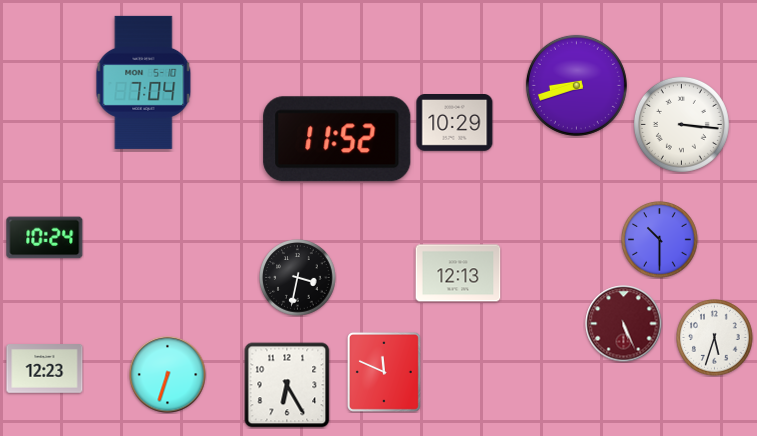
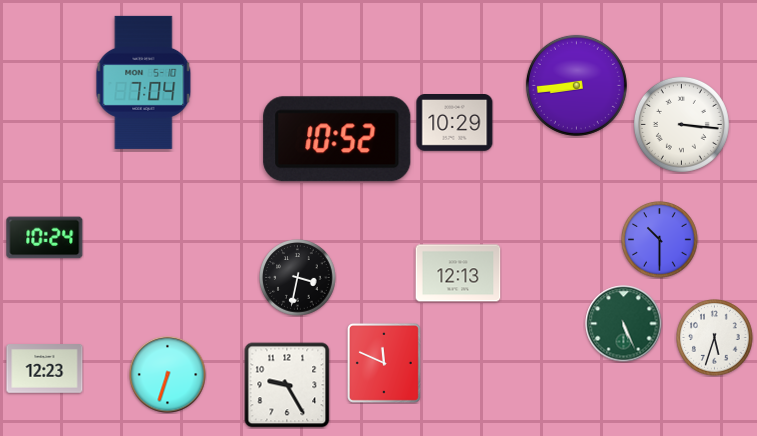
clock at (576, 85): 8:42 -> 8:44
clock at (337, 139): 11:52 -> 10:52
clock at (624, 324) dial: burgundy -> green
clock at (384, 372) position: (384, 372) -> (384, 363)
clock at (287, 385): 6:25 -> 9:25
